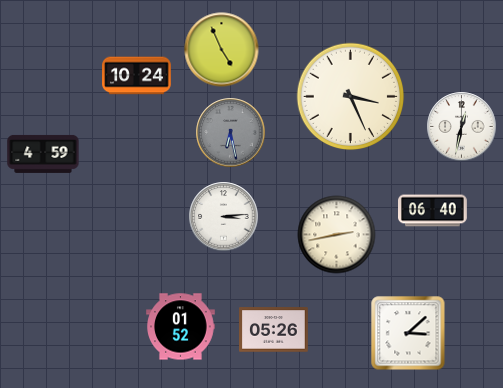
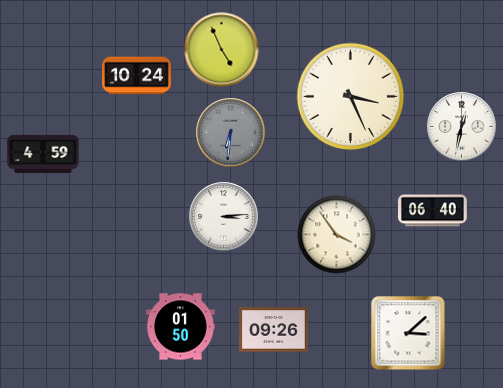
clock at (231, 133): 6:28 -> 6:31
clock at (337, 235): 2:43 -> 3:54
clock at (181, 327): 01:52 -> 01:50
clock at (274, 330): 05:26 -> 09:26
